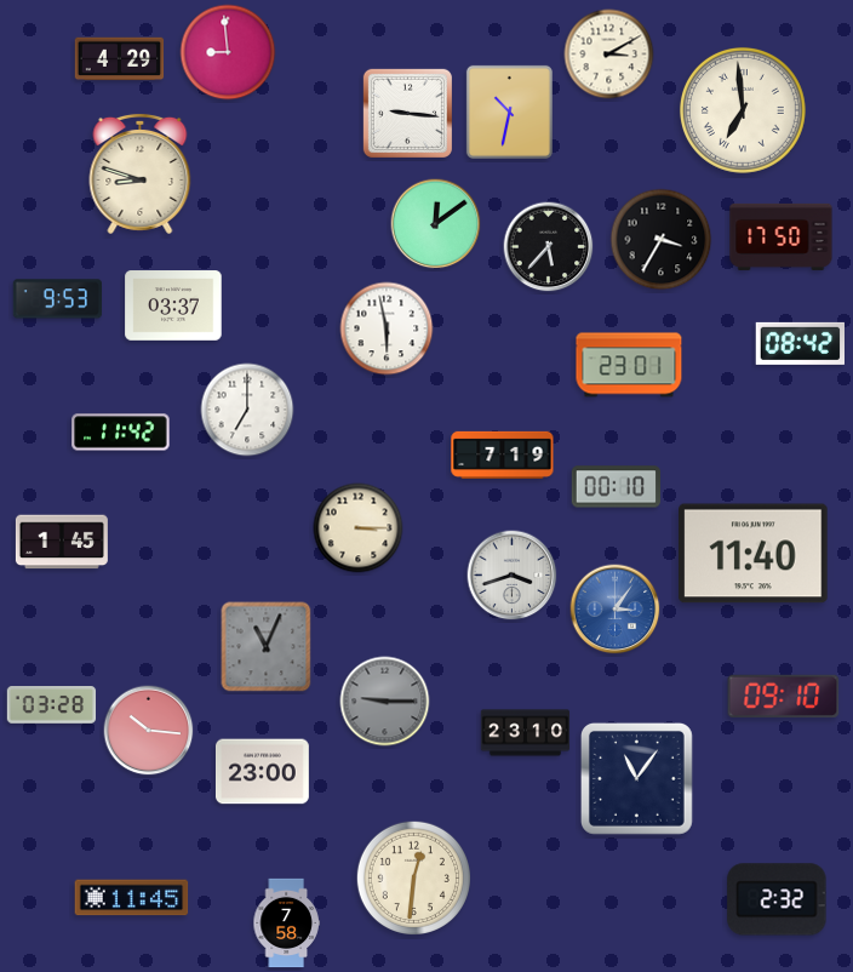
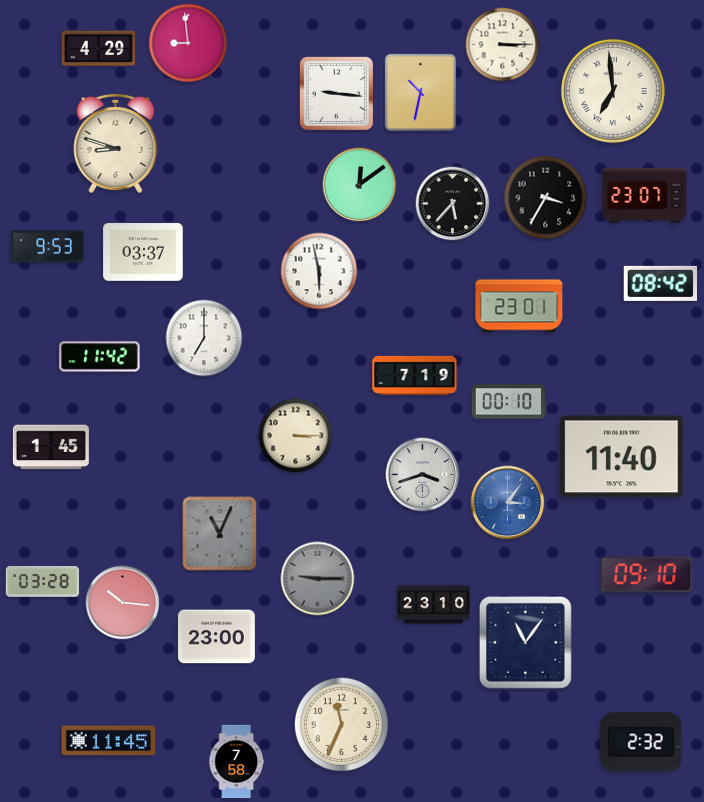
clock at (609, 55): 3:10 -> 3:15
clock at (782, 236): 17:50 -> 23:07
clock at (629, 365) position: (629, 365) -> (519, 306)
clock at (413, 877): 12:31 -> 11:34
